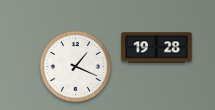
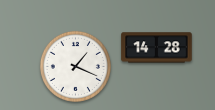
clock at (157, 48): 19:28 -> 14:28
